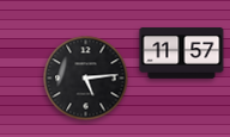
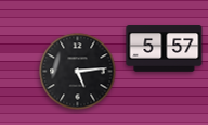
clock at (182, 54): 11:57 -> 5:57
